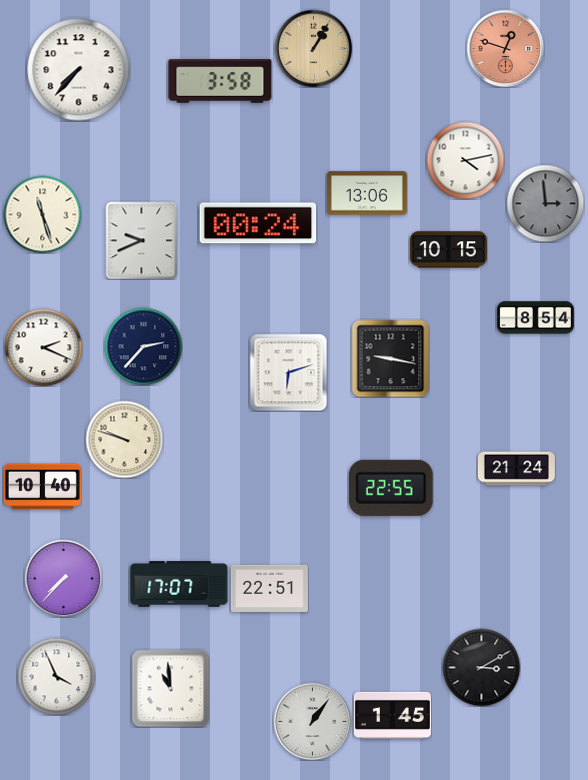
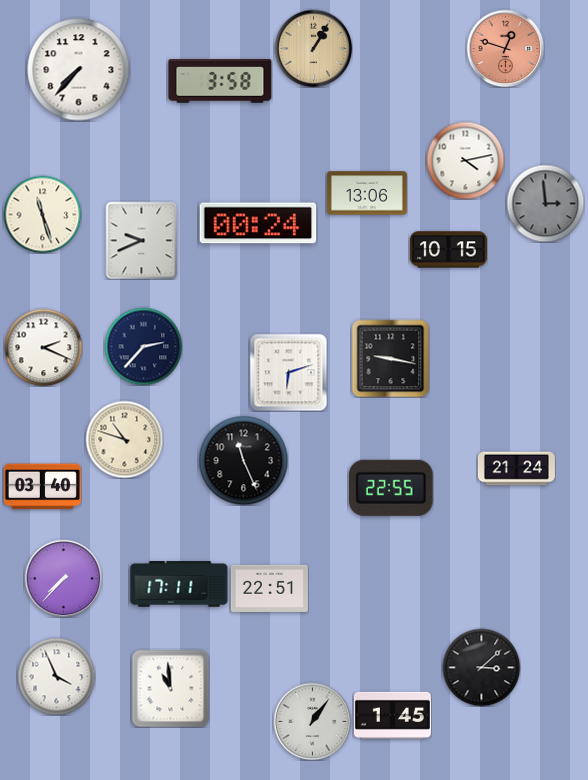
clock at (535, 318): 8:54 -> none
clock at (124, 439): 9:48 -> 10:48
clock at (243, 460): none -> 11:26
clock at (42, 487): 10:40 -> 03:40
clock at (179, 584): 17:07 -> 17:11
clock at (481, 667): 3:10 -> 3:08
